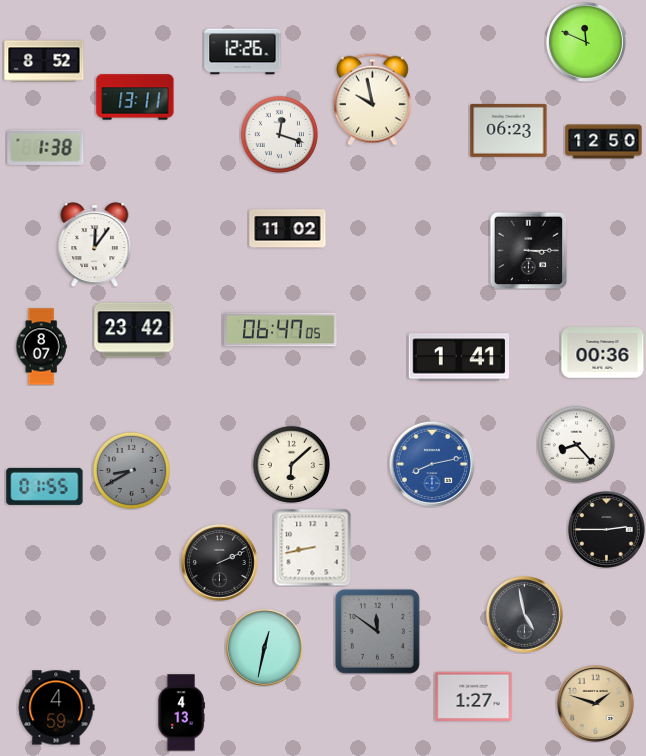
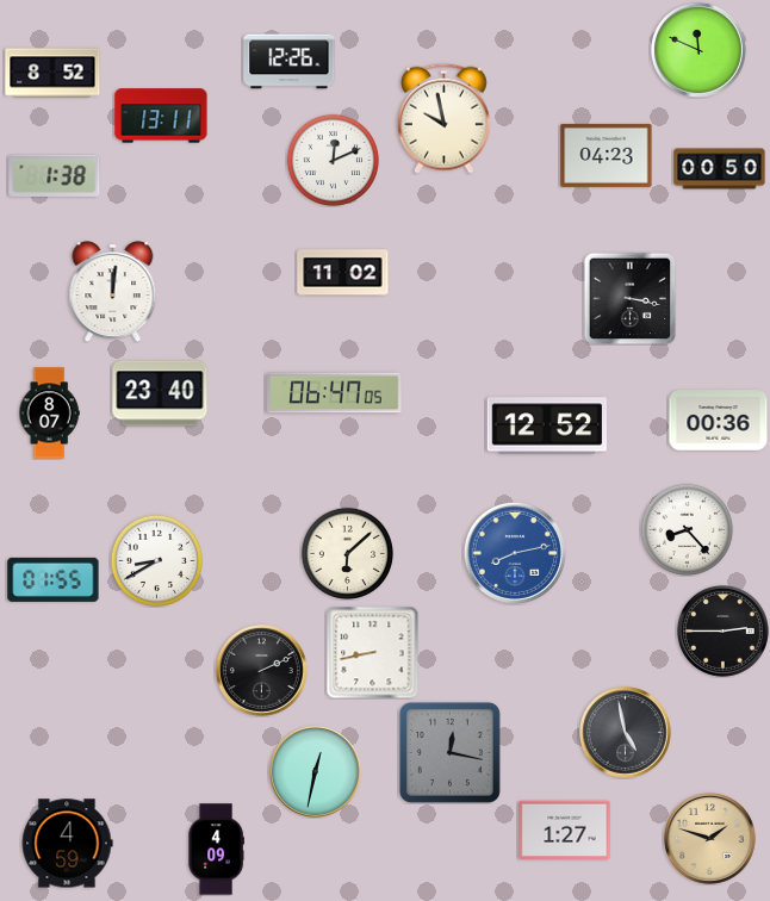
clock at (509, 130): 06:23 -> 04:23
clock at (279, 134): 12:18 -> 12:11
clock at (604, 142): 12:50 -> 00:50
clock at (95, 245): 12:06 -> 12:01
clock at (528, 250): 3:15 -> 3:17
clock at (134, 330): 23:42 -> 23:40
clock at (458, 357): 1:41 -> 12:52
clock at (131, 470) dial: grey -> white
clock at (377, 631): 11:51 -> 12:17
clock at (181, 713): 4:13 -> 4:09
